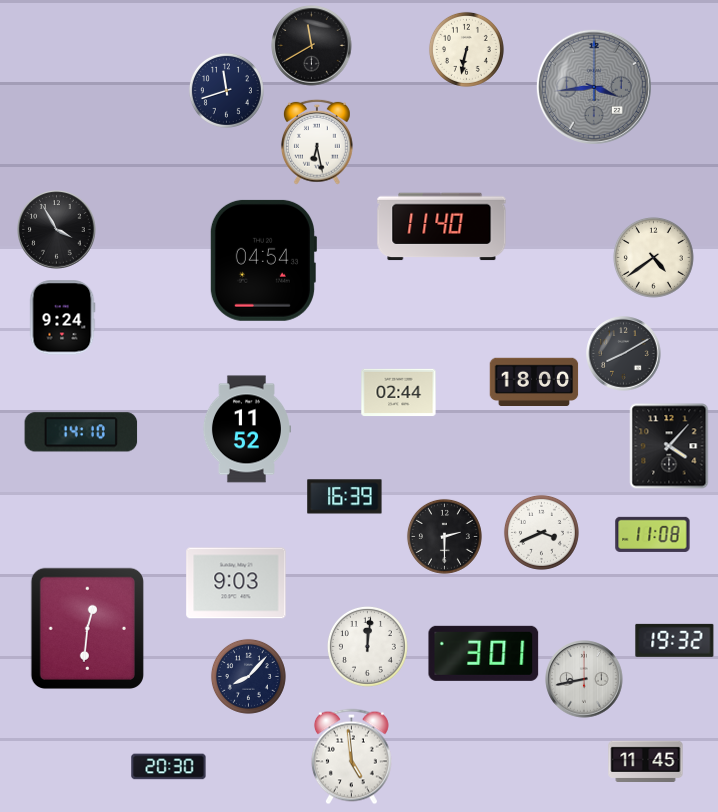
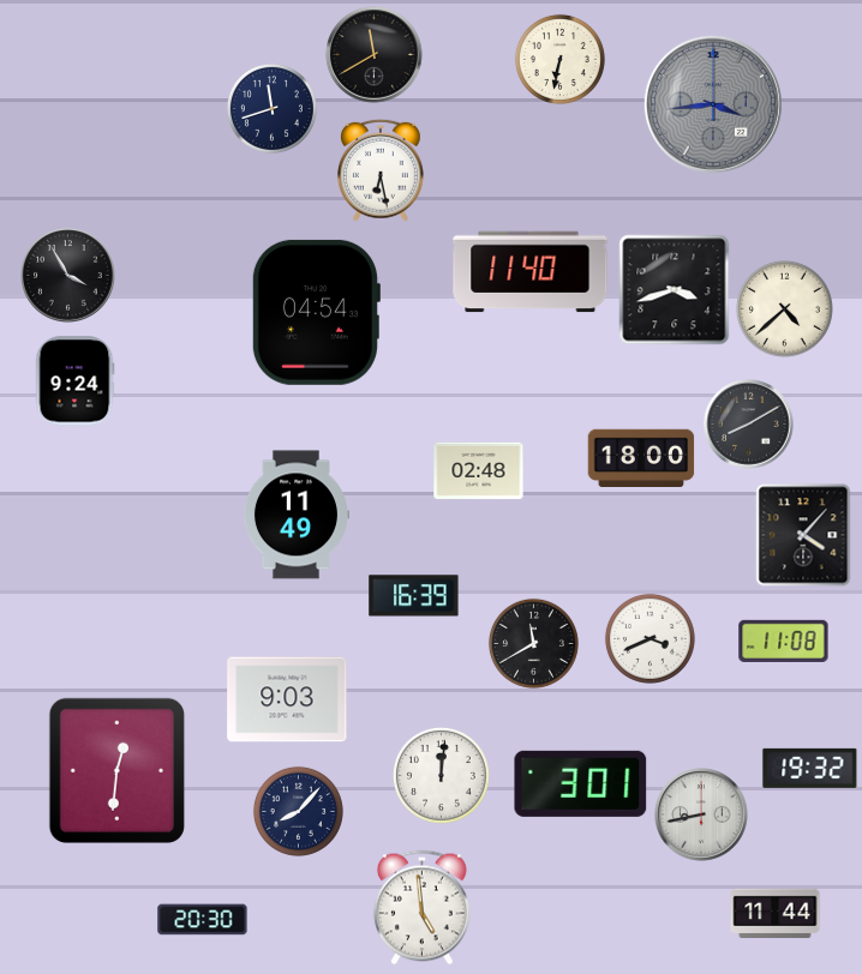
clock at (675, 290): none -> 3:42
clock at (653, 257): 4:39 -> 4:38
clock at (399, 393): 02:44 -> 02:48
clock at (246, 429): 11:52 -> 11:49
clock at (81, 432): 14:10 -> none
clock at (444, 536): 2:30 -> 11:40
clock at (236, 583) position: (236, 583) -> (287, 699)
clock at (87, 628) position: (87, 628) -> (116, 770)
clock at (646, 761): 11:45 -> 11:44
